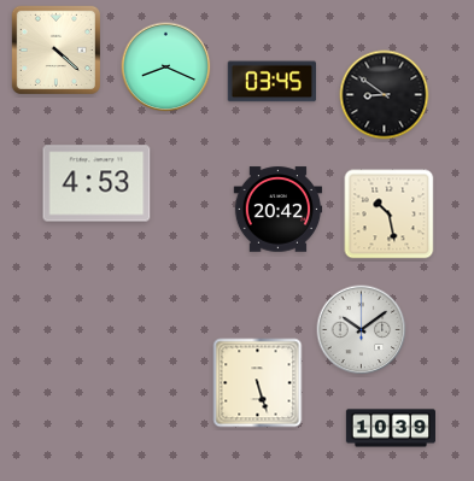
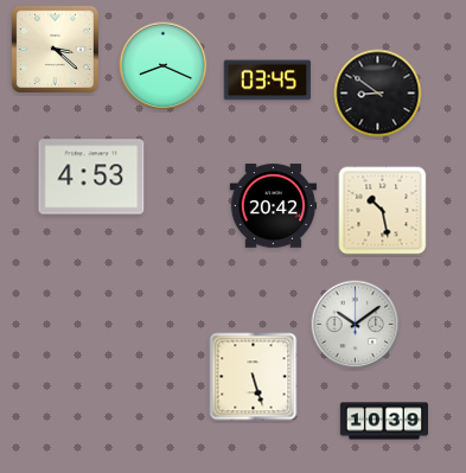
clock at (55, 49): 4:22 -> 3:22
clock at (96, 183) position: (96, 183) -> (91, 177)
